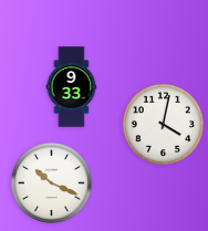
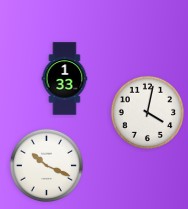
clock at (72, 87): 9:33 -> 1:33
